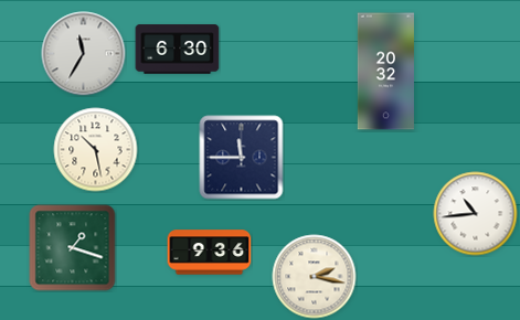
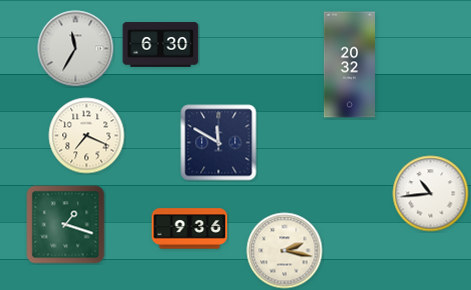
clock at (96, 150): 10:28 -> 7:19
clock at (242, 158): 11:45 -> 11:50
